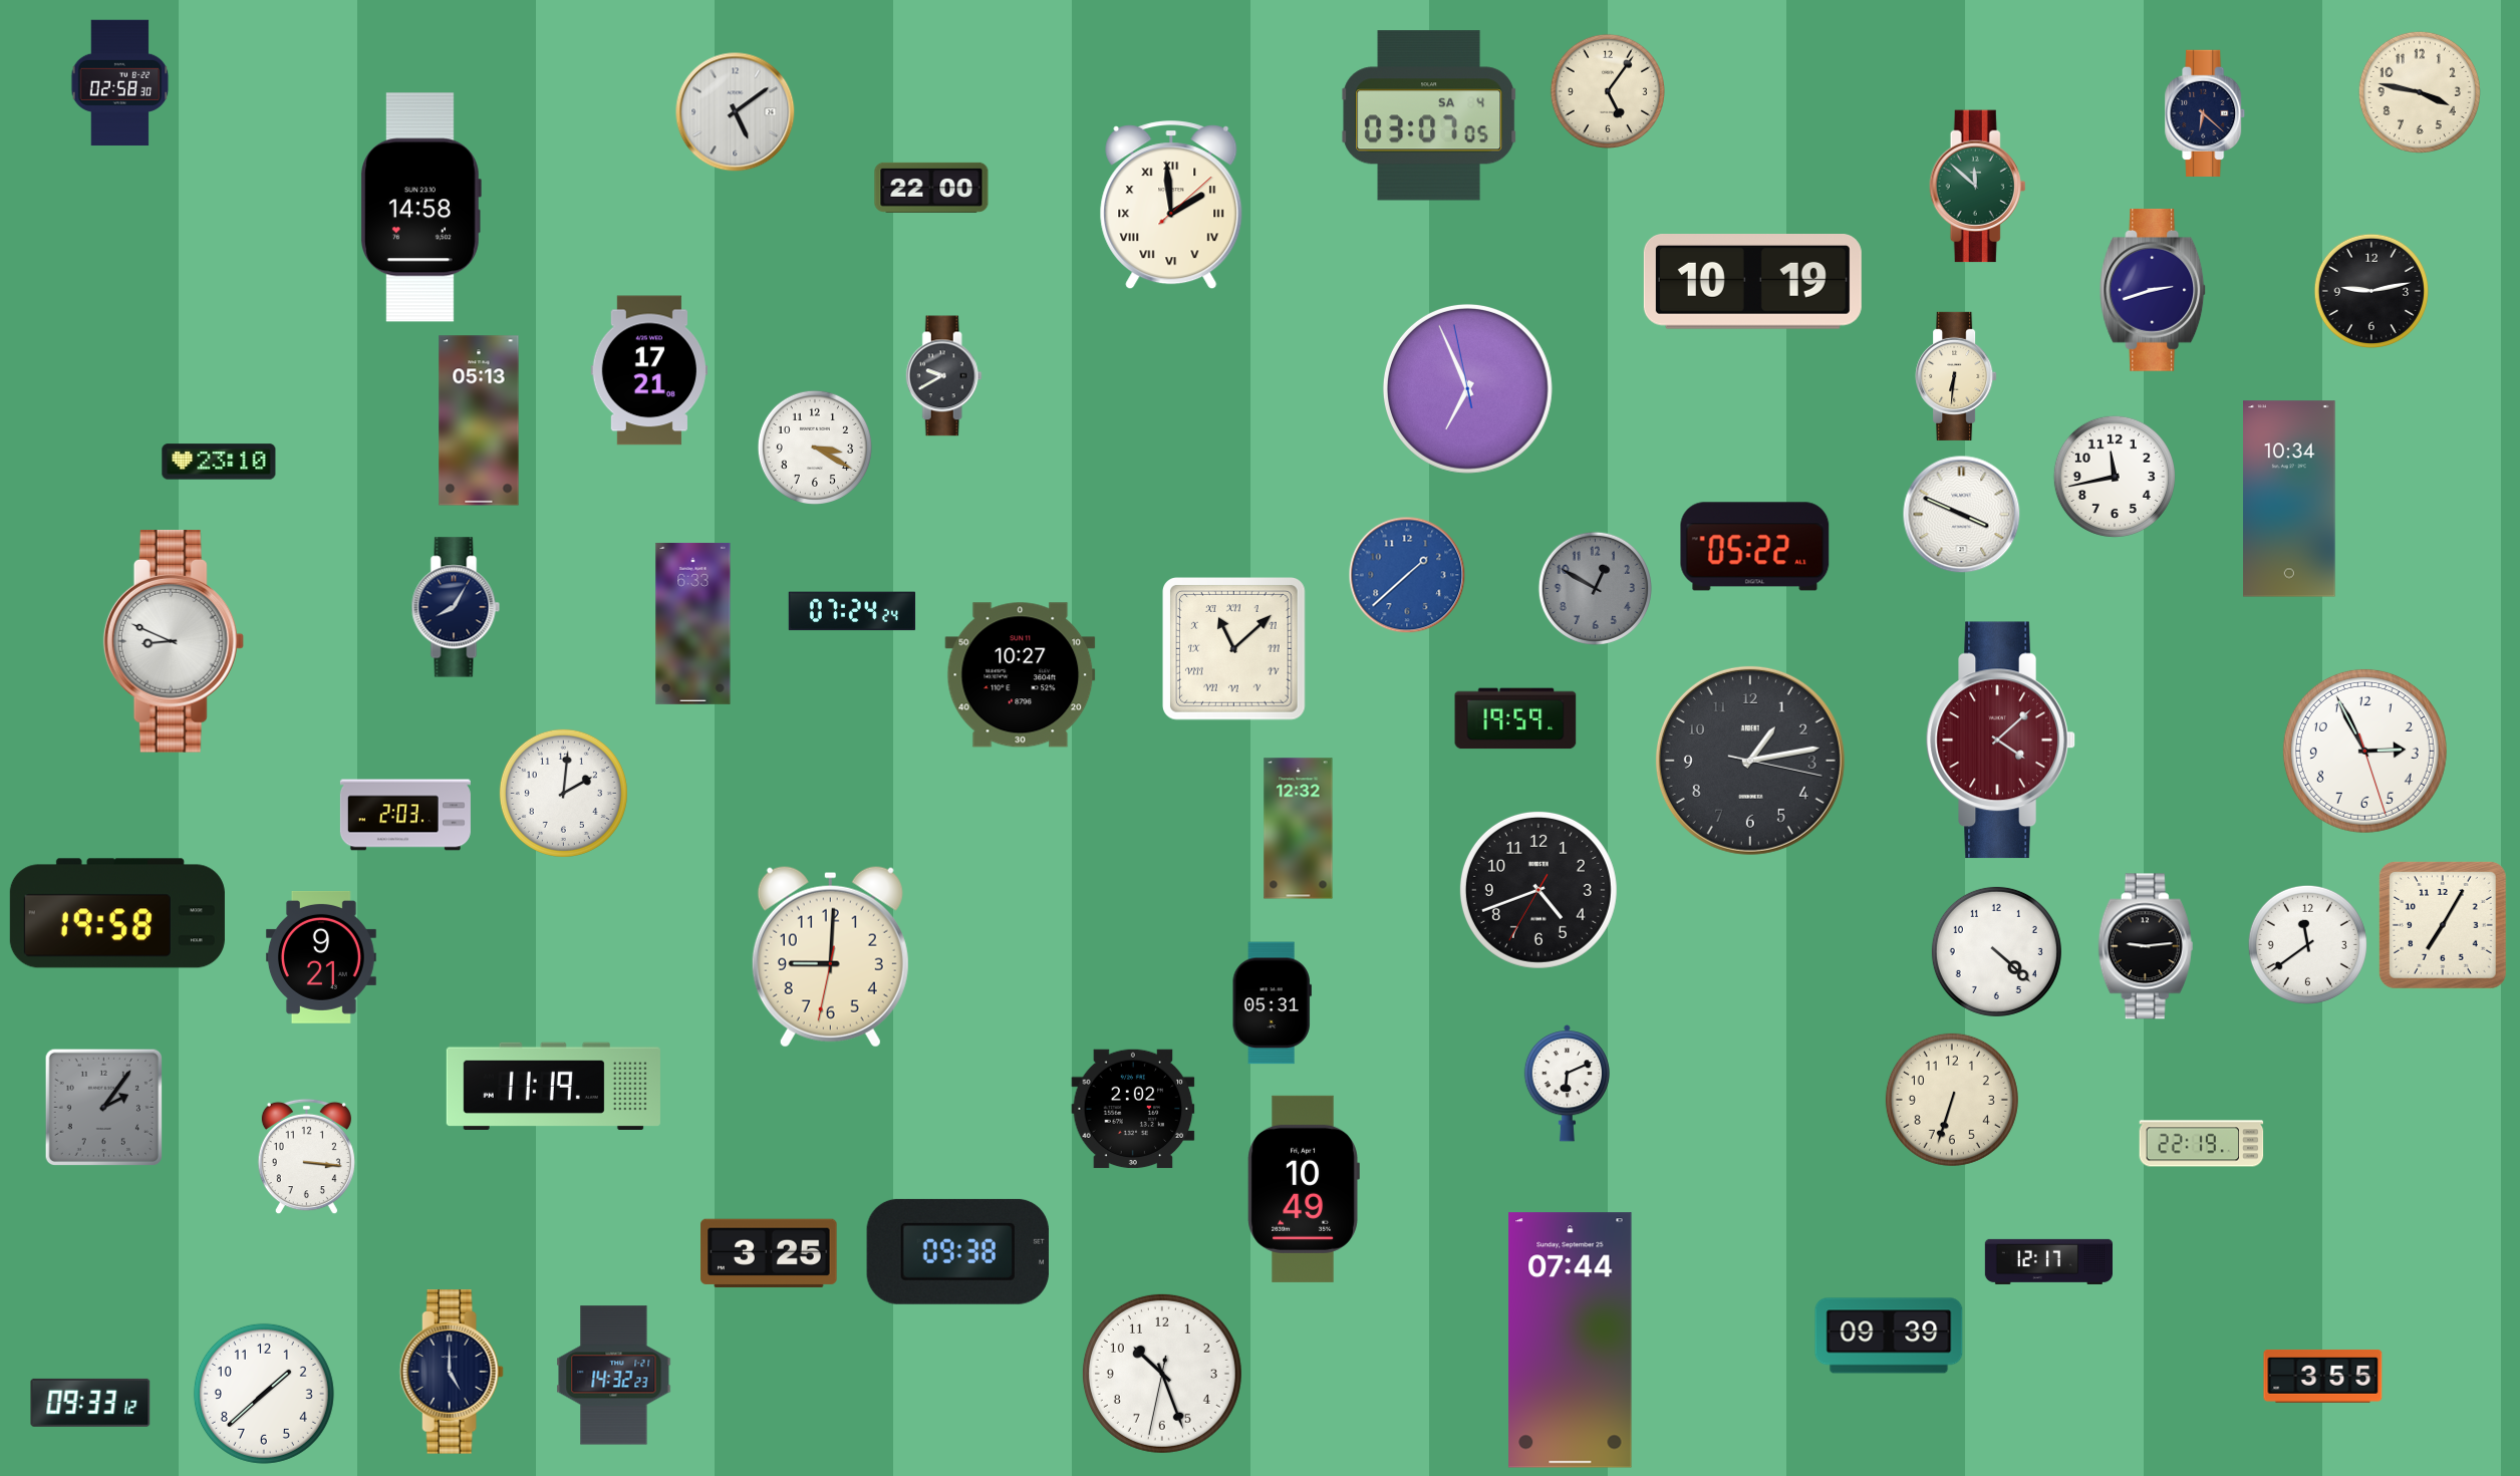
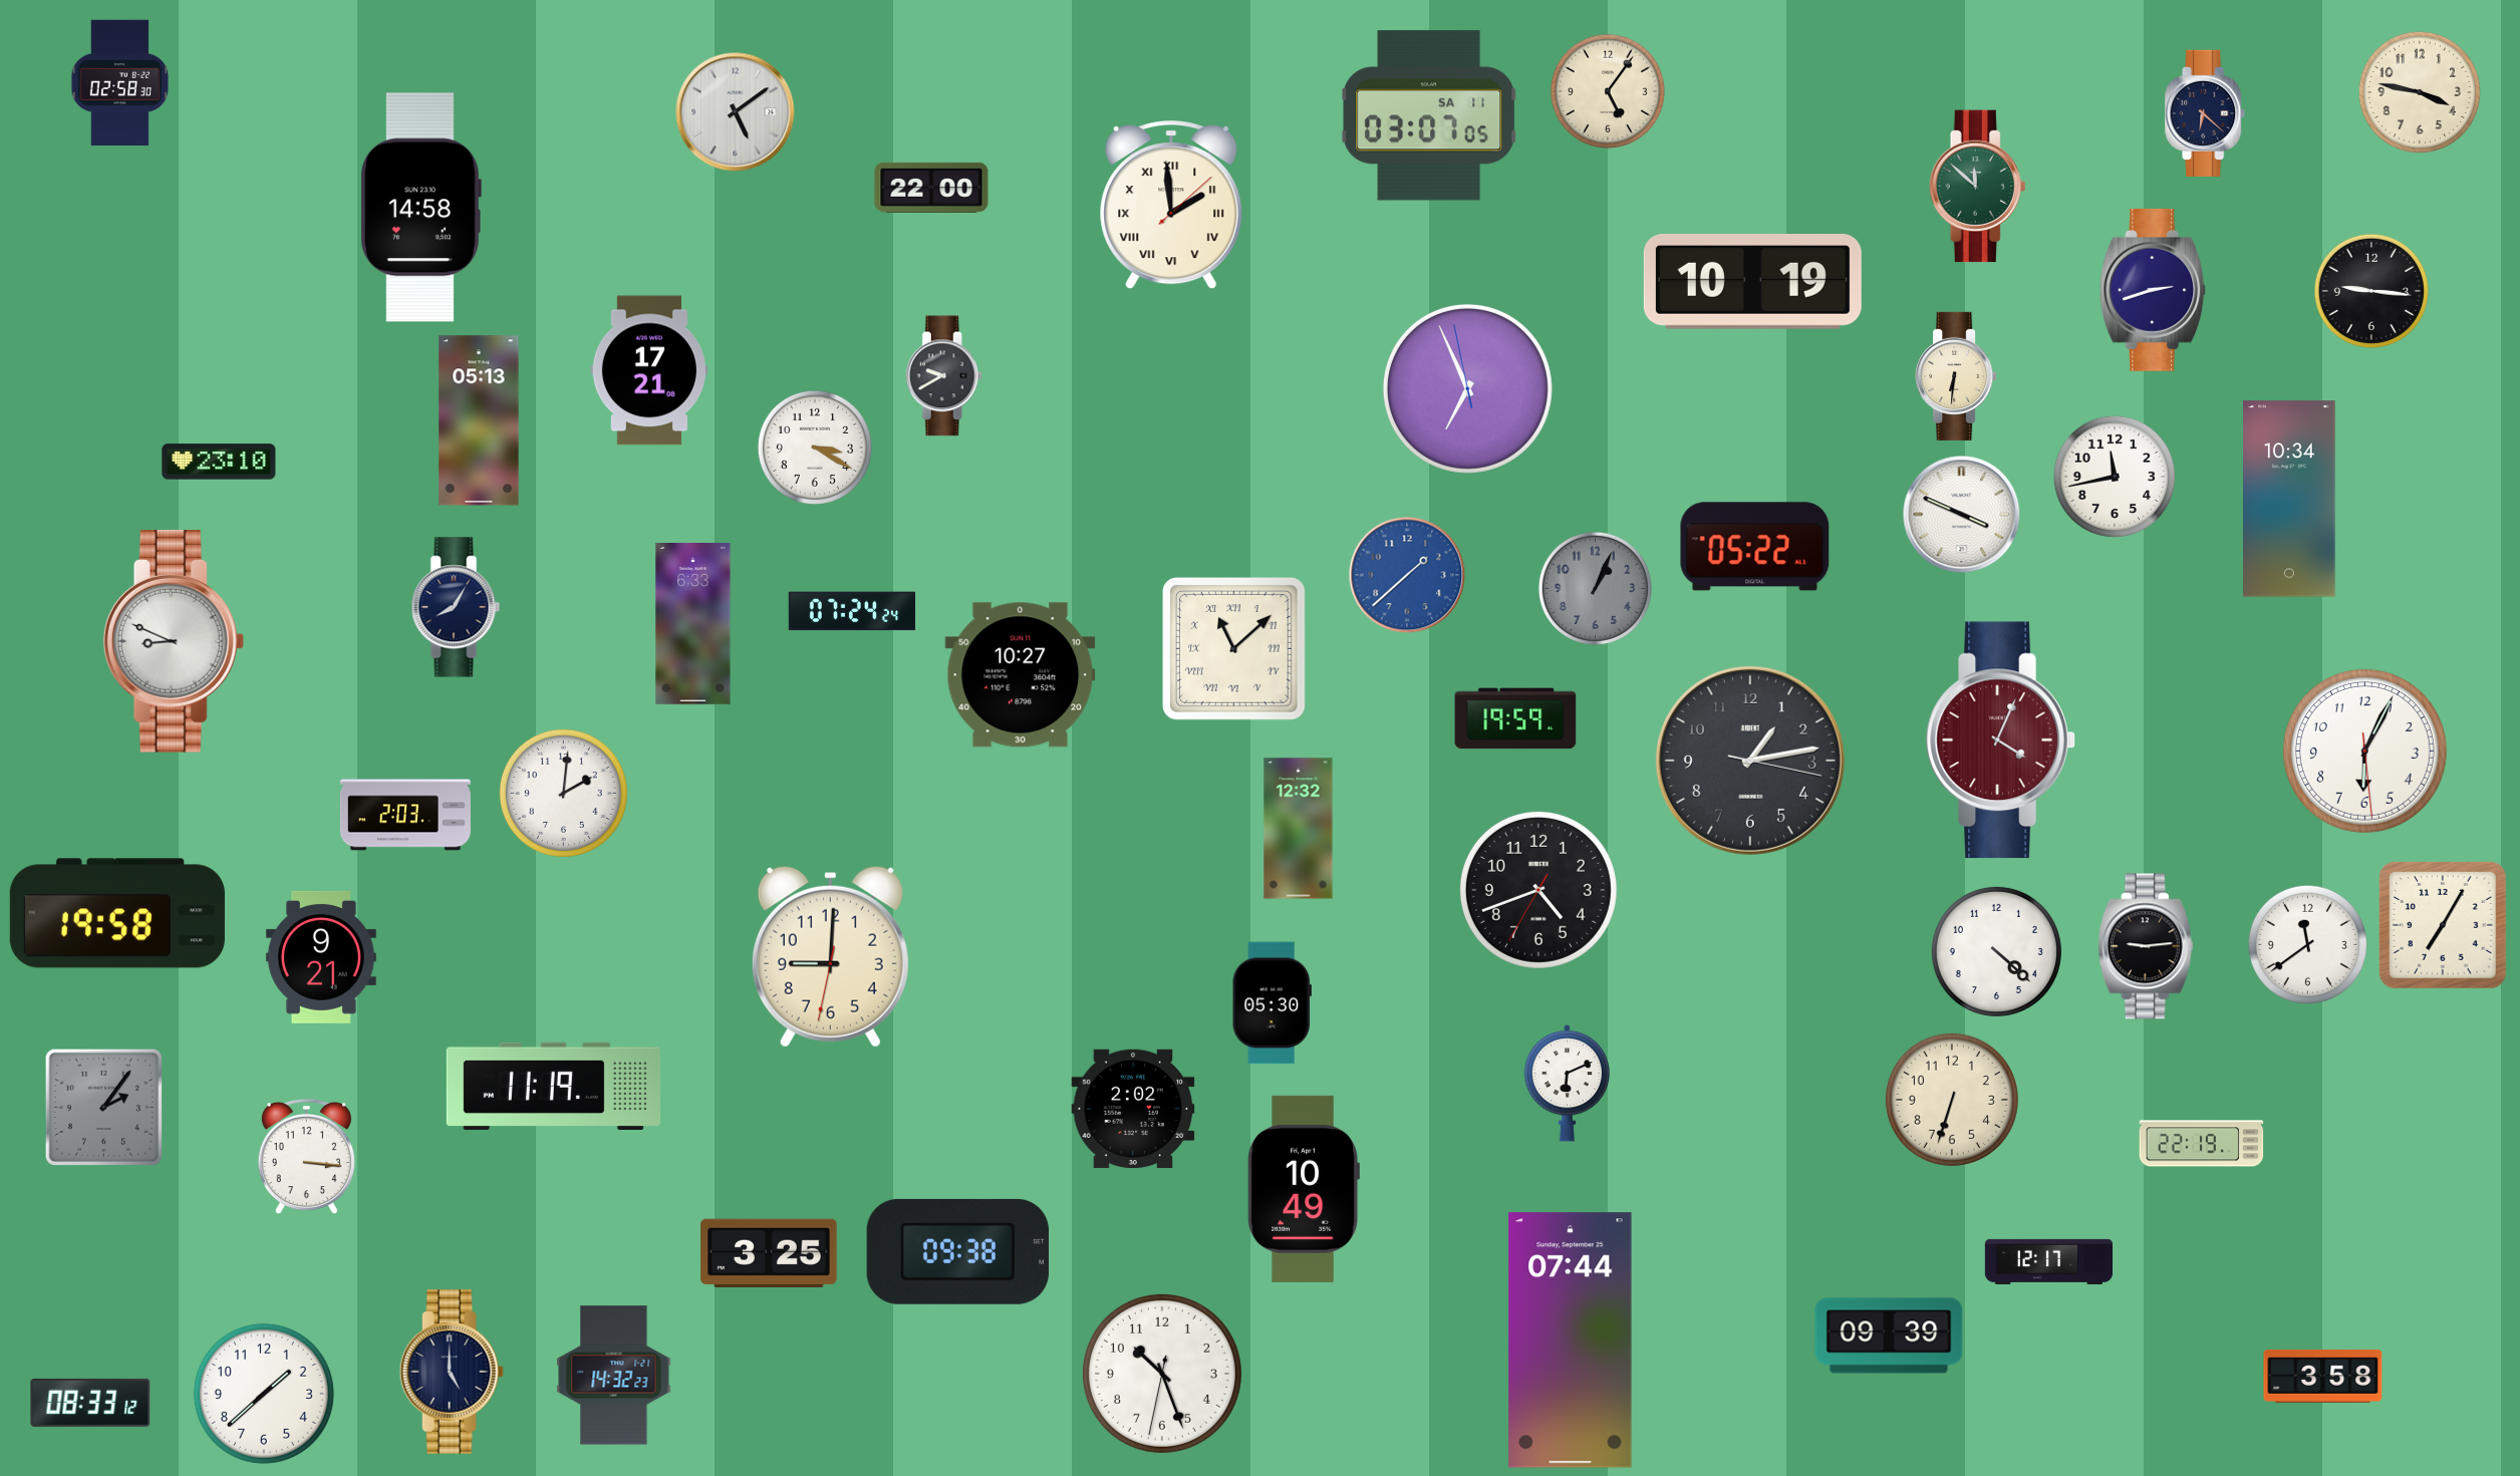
clock at (1430, 115) date: SA 4 -> SA 11
clock at (2371, 291): 9:13 -> 9:16
clock at (1595, 588): 12:50 -> 1:04
clock at (2001, 741): 4:08 -> 4:04
clock at (2364, 751): 2:55 -> 6:04
clock at (1272, 1003): 05:31 -> 05:30
clock at (2323, 1376): 3:55 -> 3:58
clock at (90, 1403): 09:33 -> 08:33
